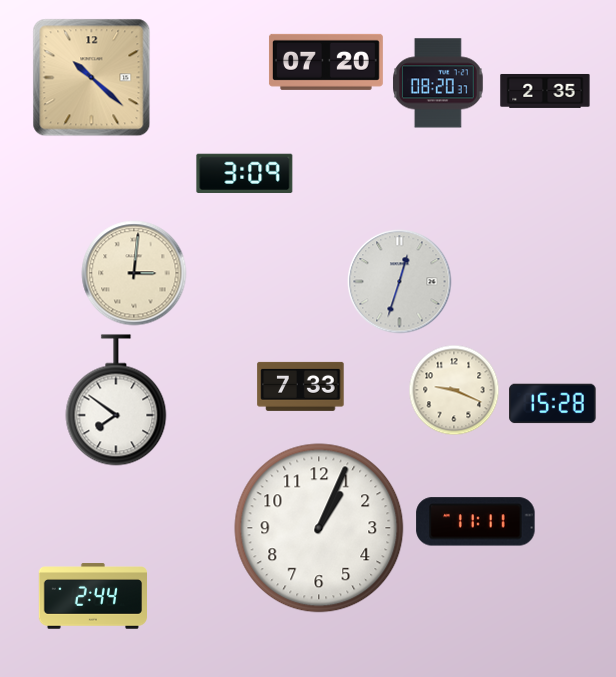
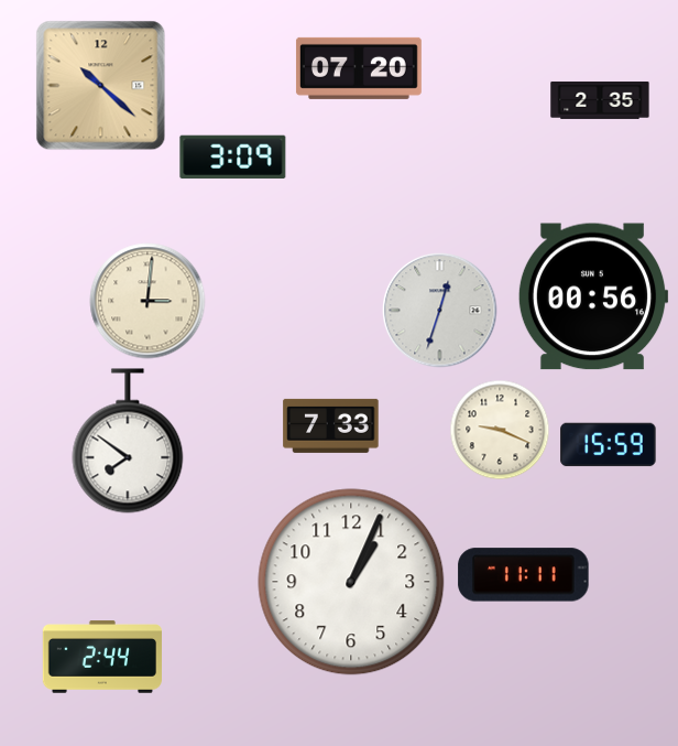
clock at (439, 83): 08:20 -> none
clock at (245, 173) position: (245, 173) -> (233, 156)
clock at (593, 296): none -> 00:56
clock at (553, 404): 15:28 -> 15:59
